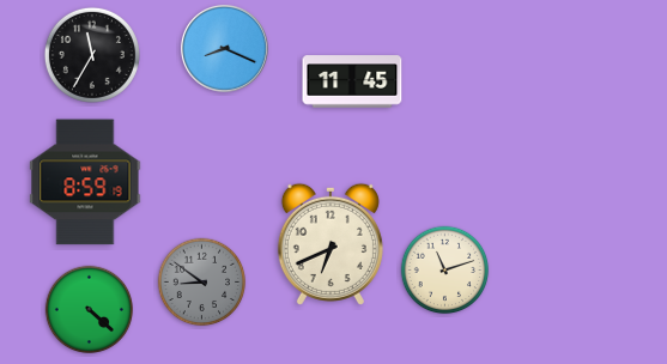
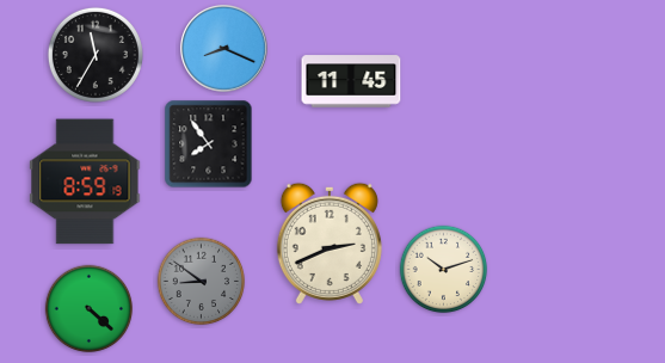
clock at (92, 55) position: (92, 55) -> (96, 55)
clock at (209, 144): none -> 7:54
clock at (331, 244): 6:41 -> 2:41
clock at (445, 271): 11:12 -> 10:12
